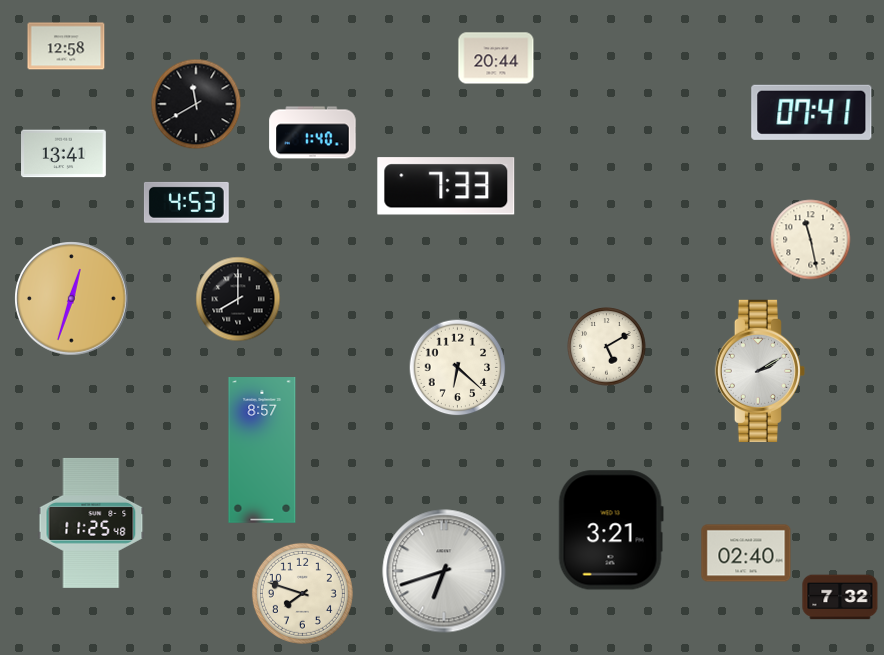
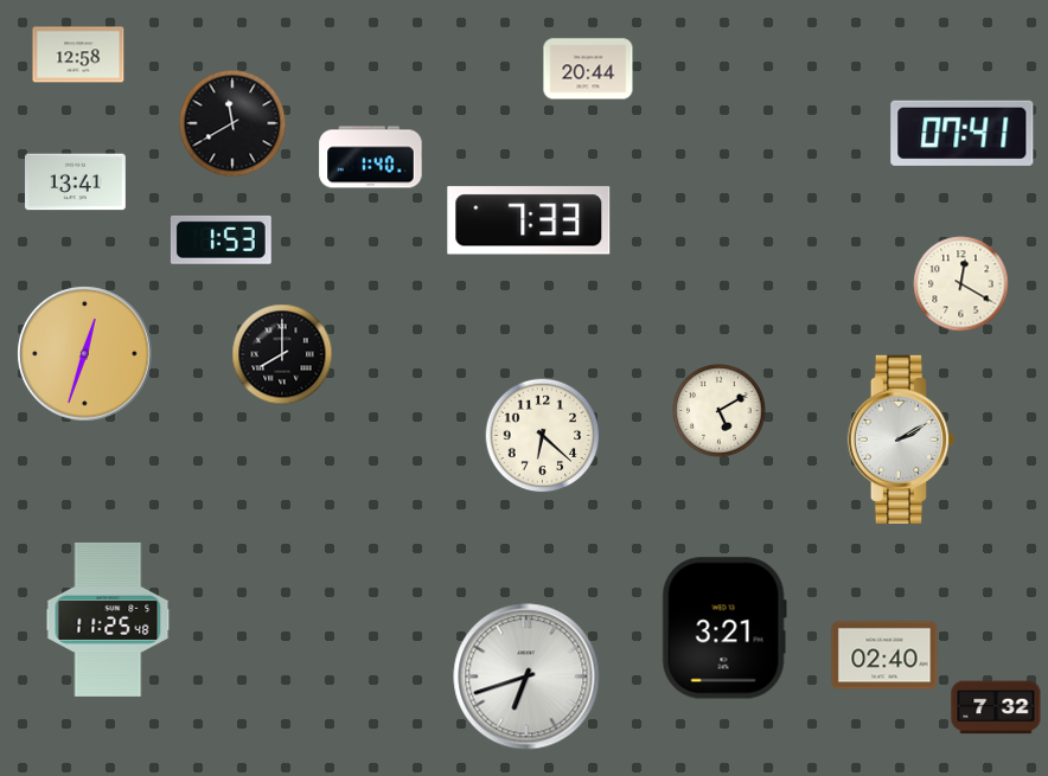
clock at (186, 202): 4:53 -> 1:53
clock at (811, 240): 11:28 -> 12:20
clock at (262, 451): 8:57 -> none
clock at (302, 593): 7:48 -> none
